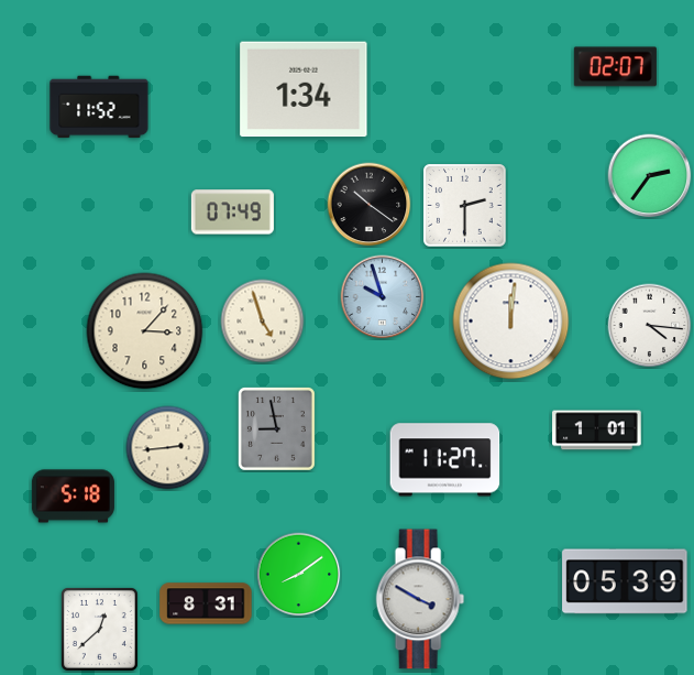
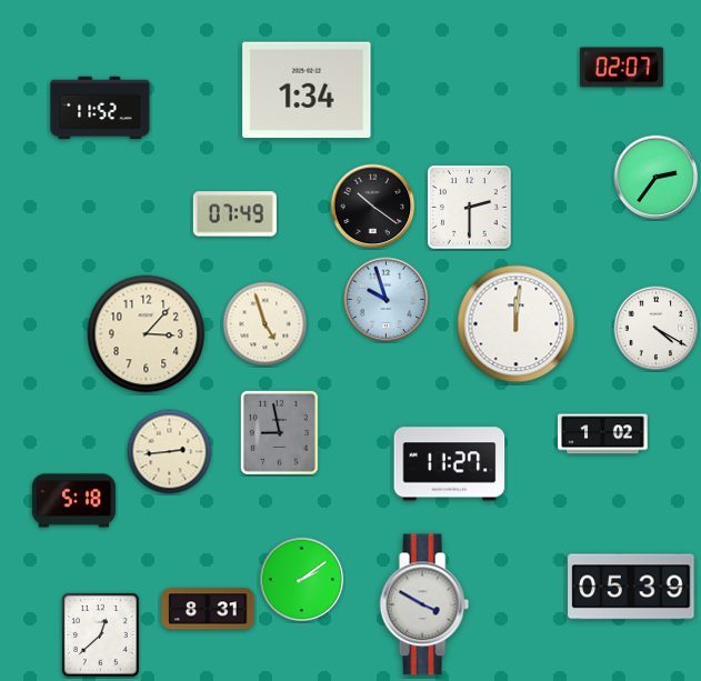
clock at (650, 326): 4:16 -> 4:20
clock at (597, 431): 1:01 -> 1:02
clock at (299, 575): 8:09 -> 2:09
